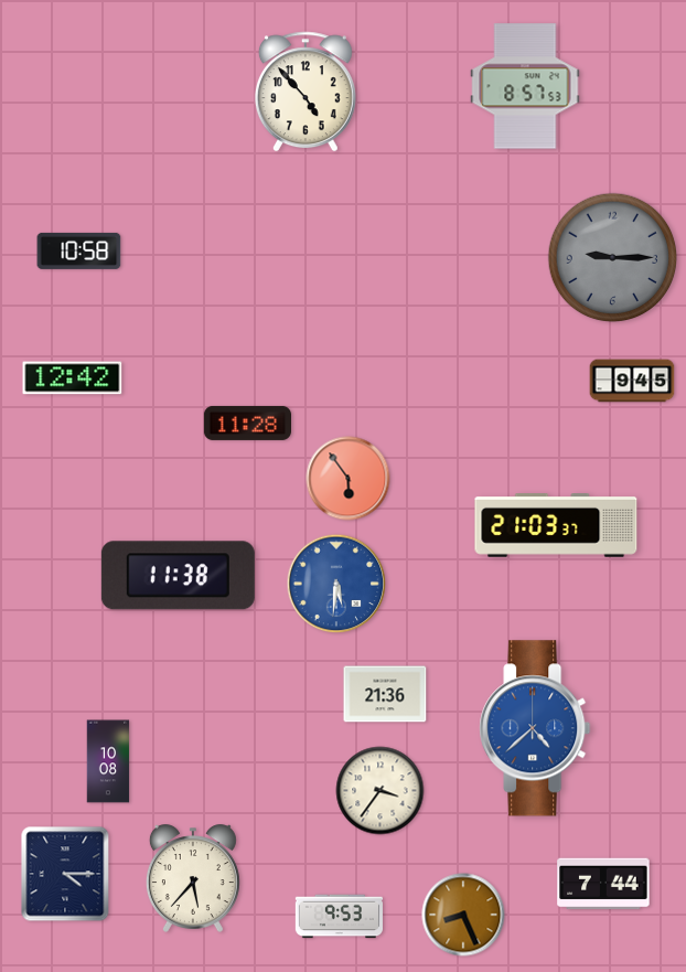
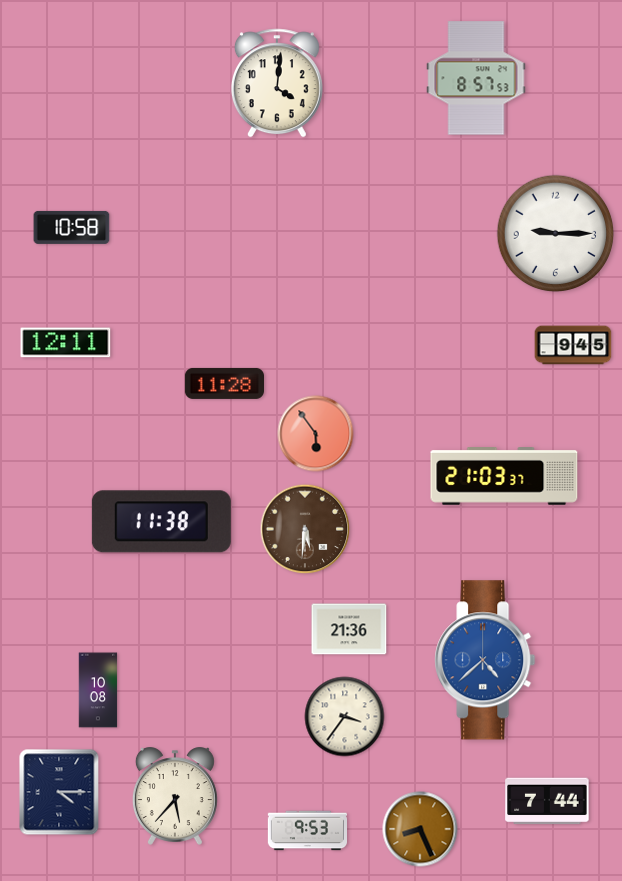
clock at (306, 92): 4:53 -> 4:01
clock at (613, 258) dial: grey -> white
clock at (73, 378): 12:42 -> 12:11
clock at (336, 584) dial: blue -> brown
